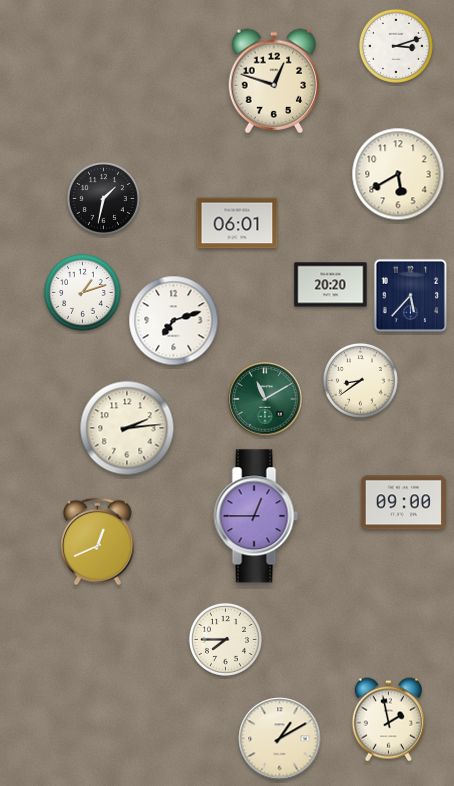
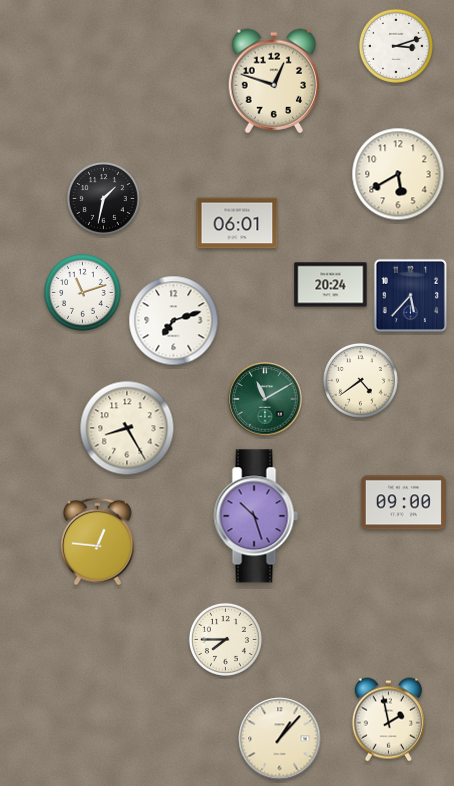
clock at (331, 285): 20:20 -> 20:24
clock at (83, 293): 1:12 -> 11:12
clock at (360, 380): 8:39 -> 4:39
clock at (127, 428): 2:14 -> 8:25
clock at (256, 516): 12:45 -> 10:27
clock at (97, 542): 12:41 -> 12:46
clock at (280, 739): 1:10 -> 1:07
